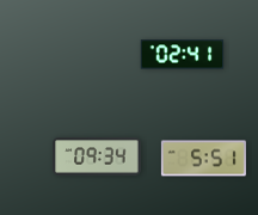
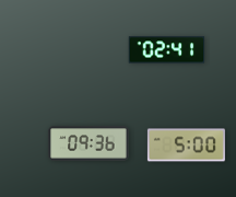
clock at (97, 156): 09:34 -> 09:36
clock at (203, 159): 5:51 -> 5:00
